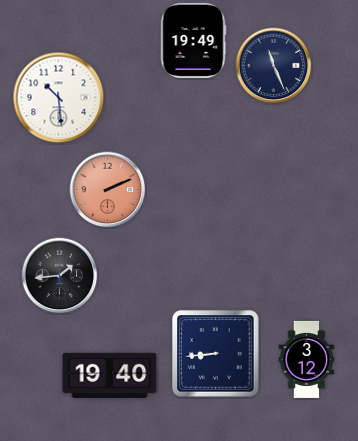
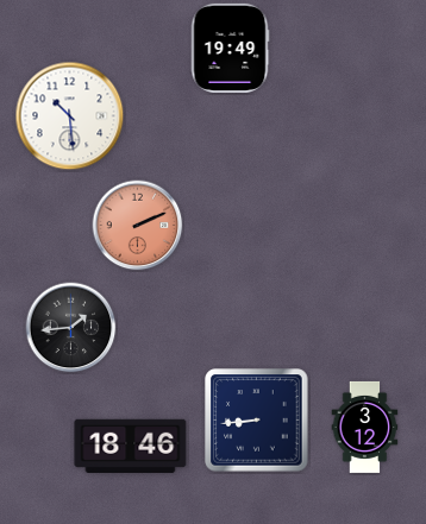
clock at (274, 66): 11:26 -> none
clock at (108, 190) position: (108, 190) -> (138, 226)
clock at (110, 375): 19:40 -> 18:46
